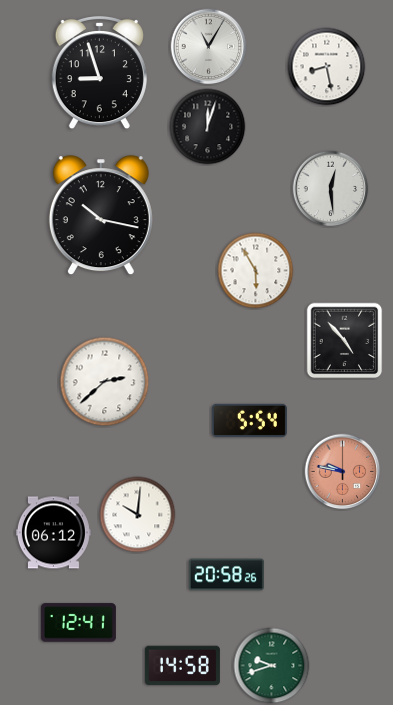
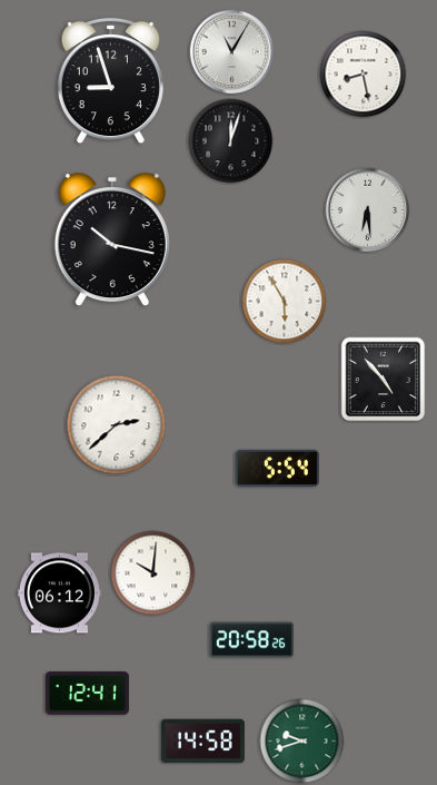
clock at (331, 189): 12:29 -> 6:29
clock at (343, 472): 9:47 -> none
